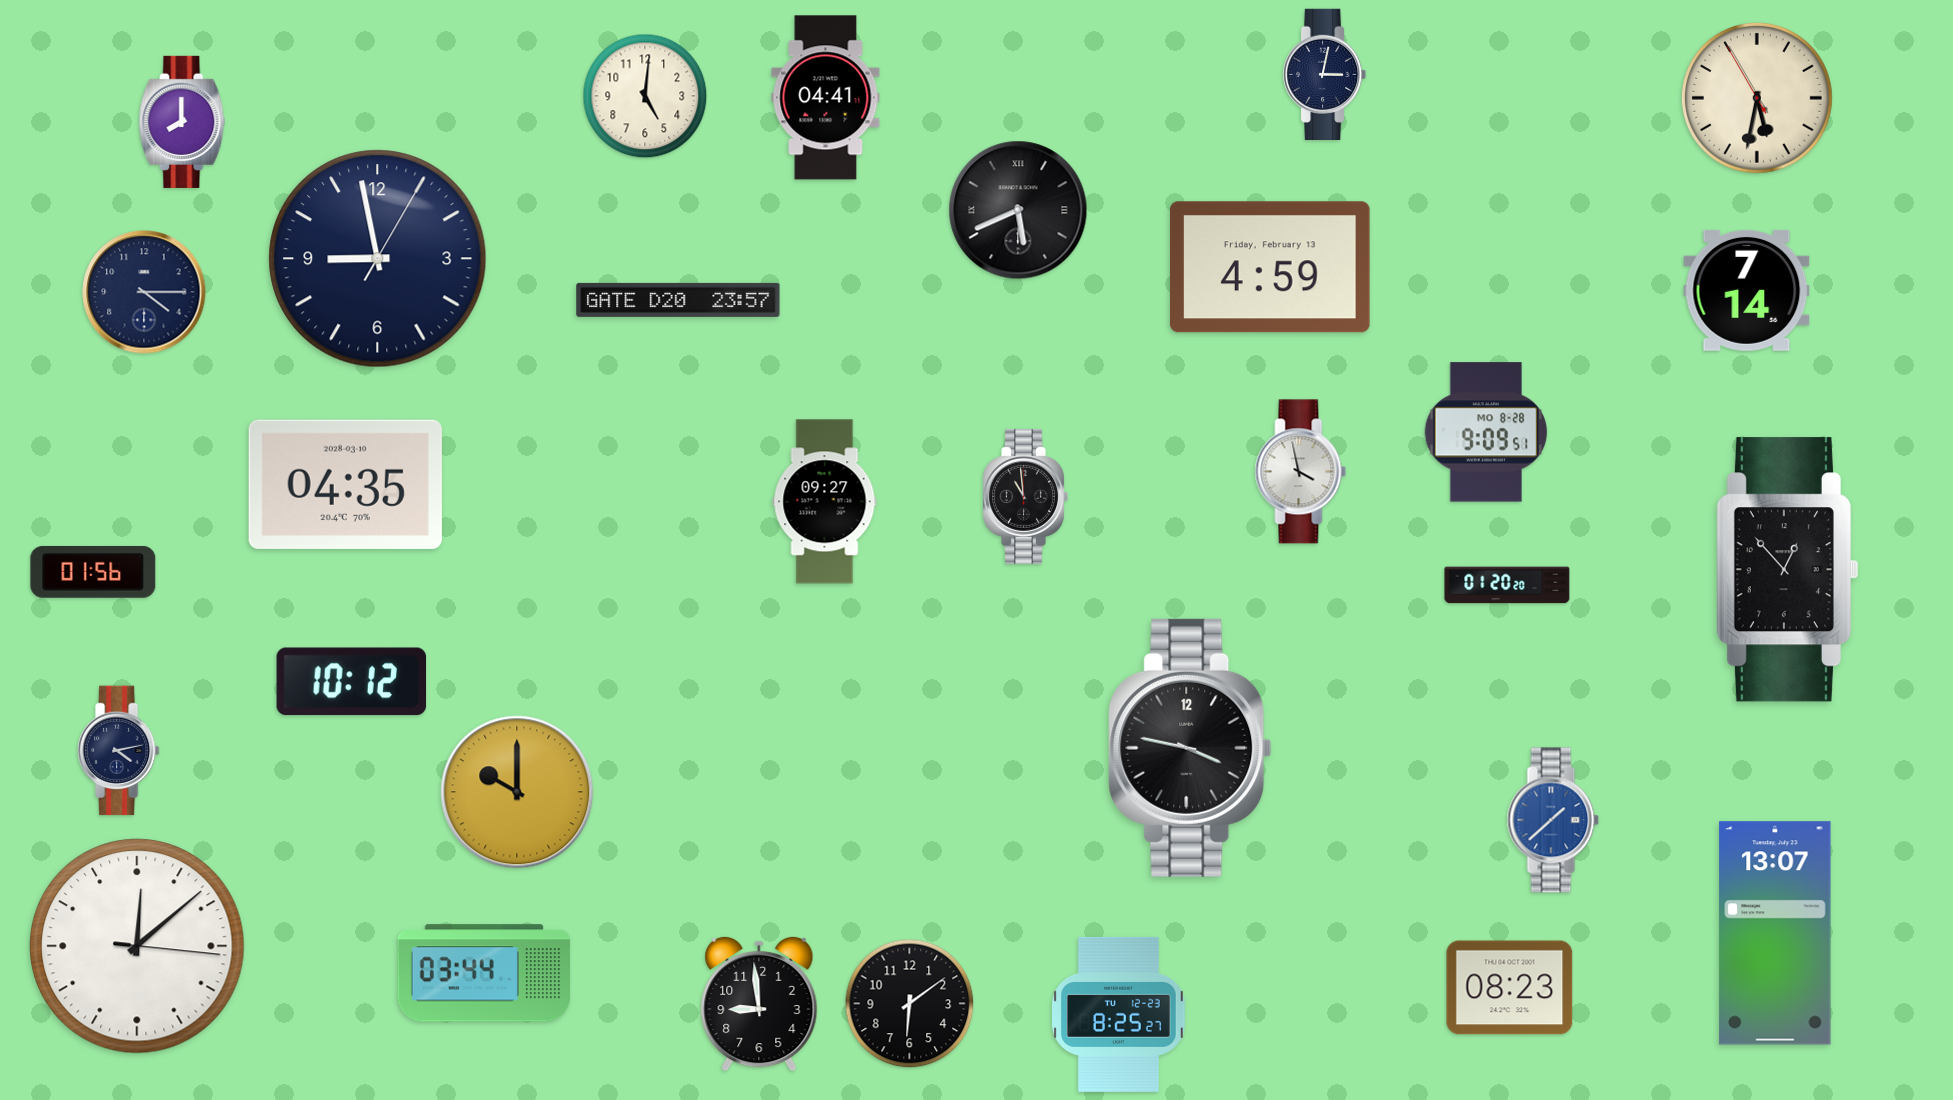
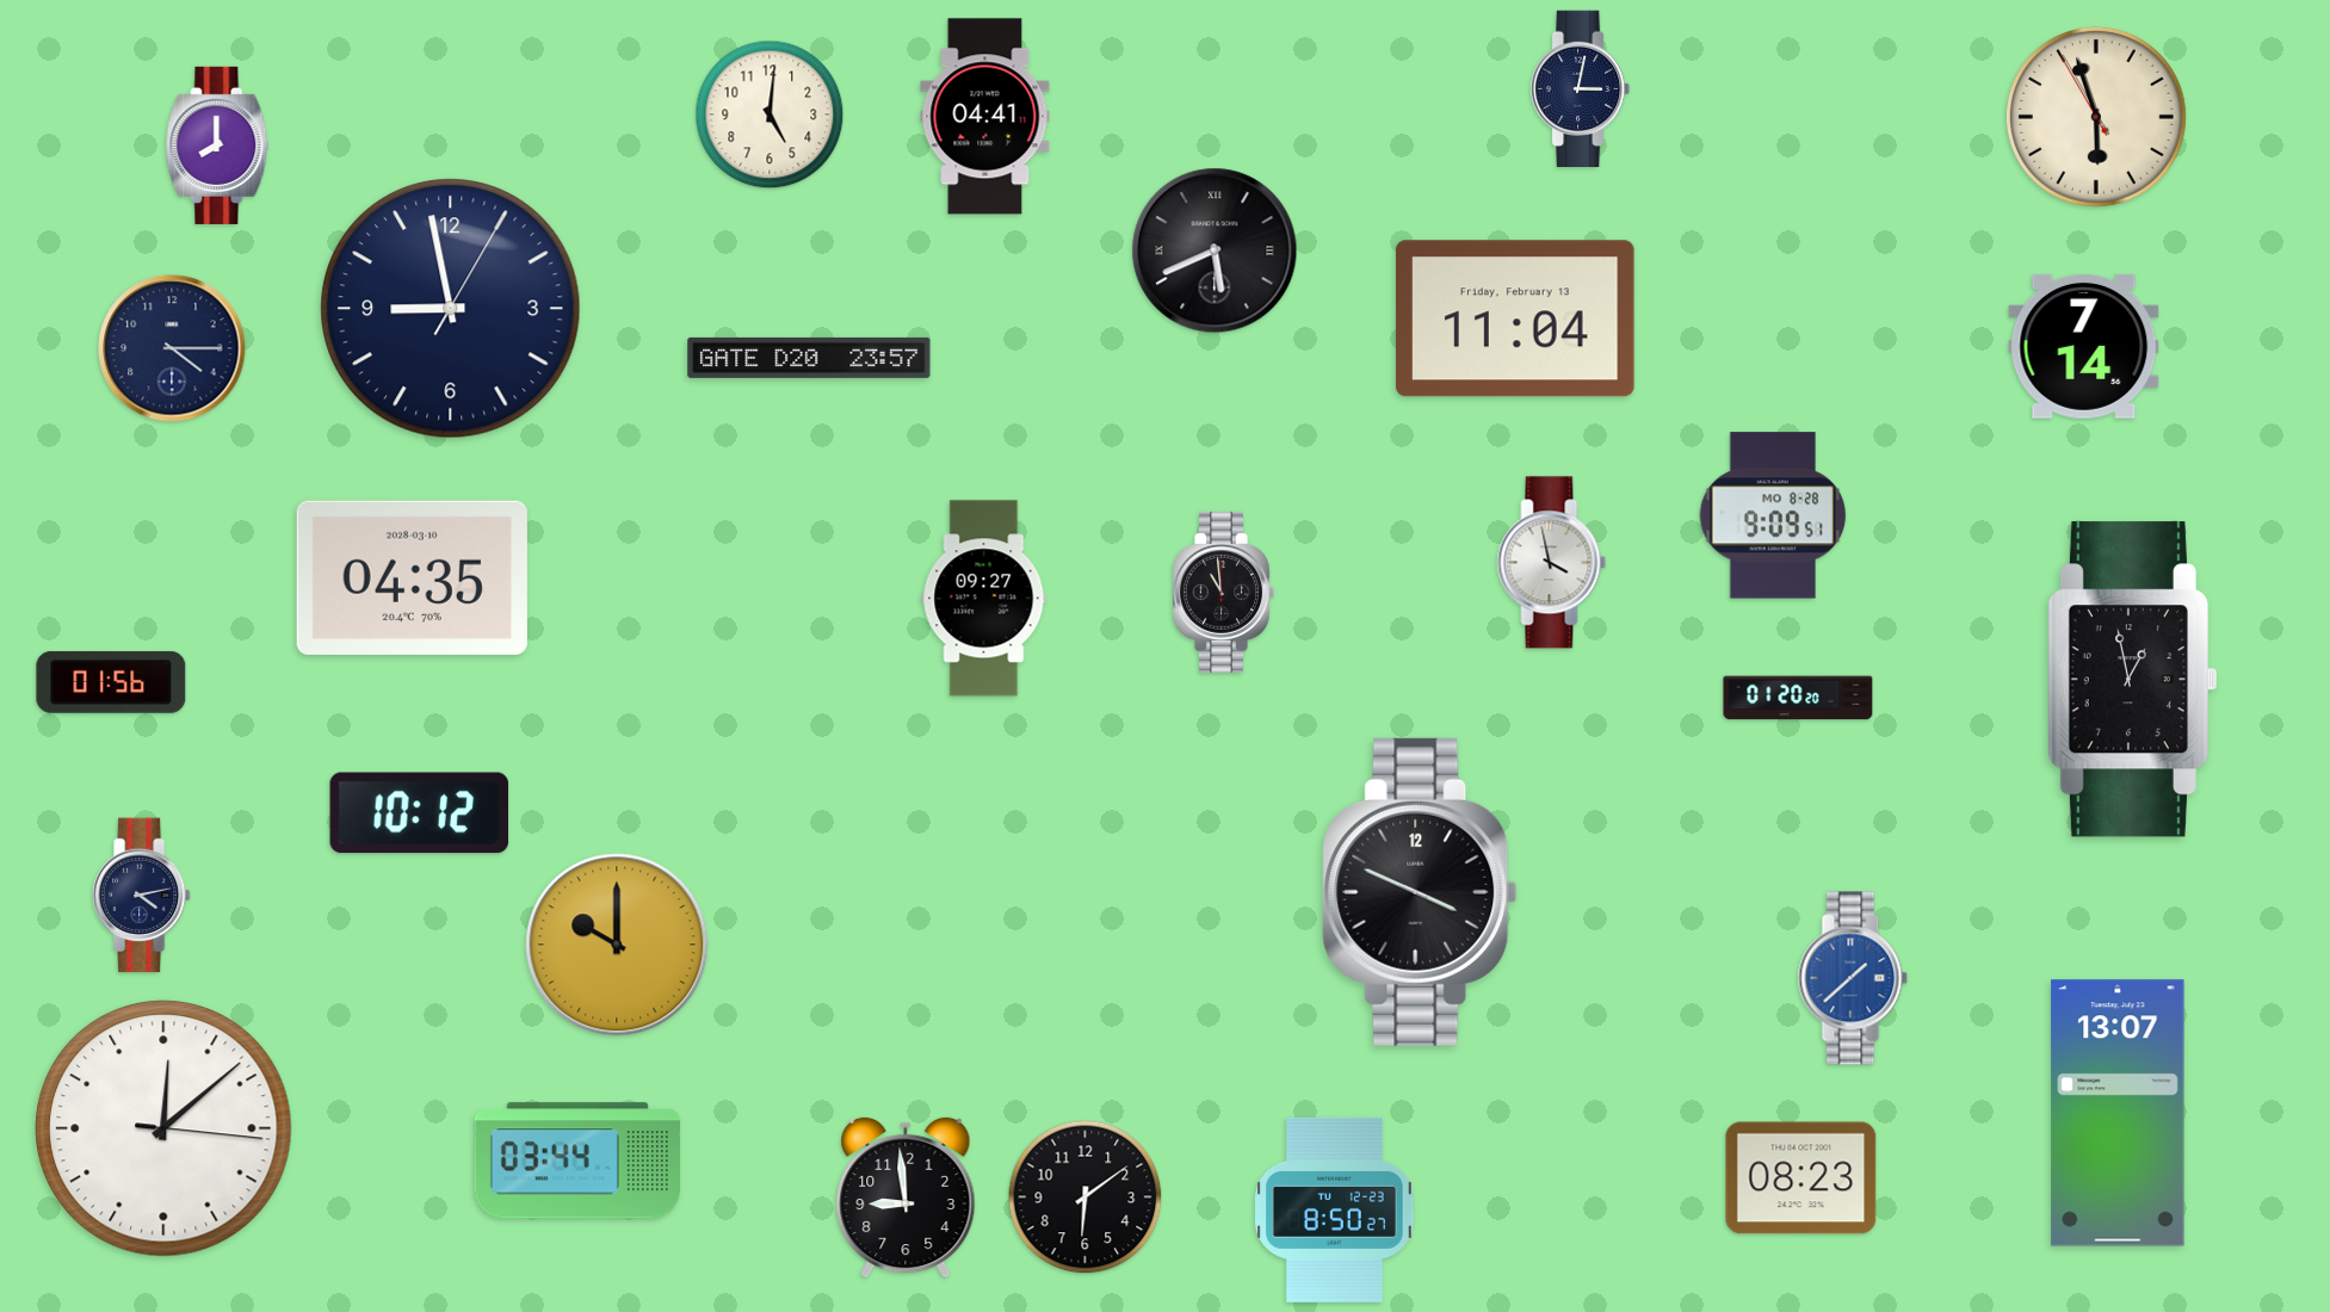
clock at (1757, 98): 5:31 -> 5:56
clock at (1270, 267): 4:59 -> 11:04
clock at (1787, 570): 12:53 -> 12:58
clock at (1190, 748): 3:47 -> 3:49
clock at (1119, 1014): 8:25 -> 8:50
